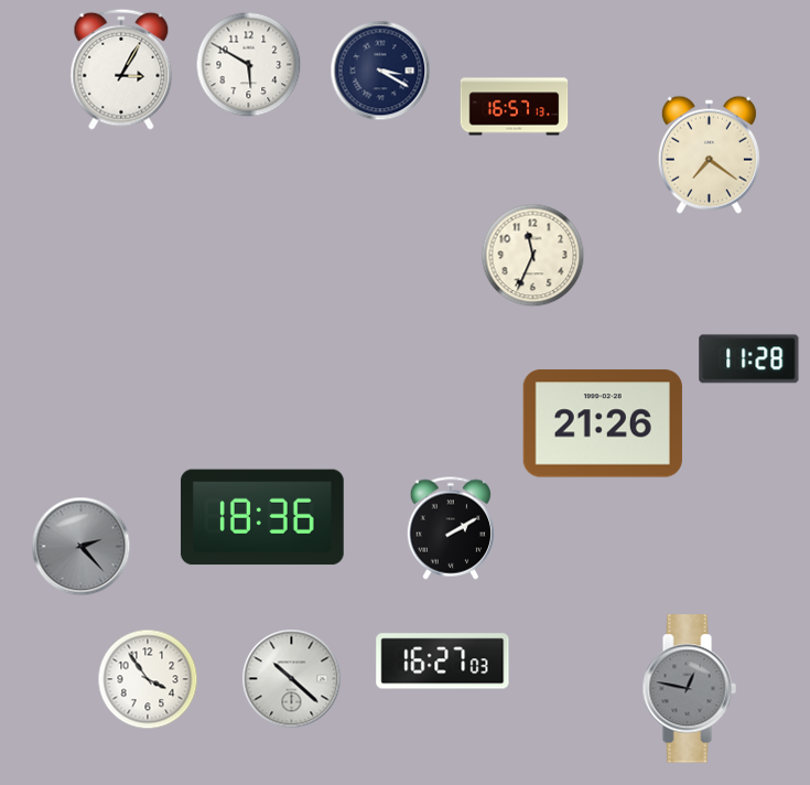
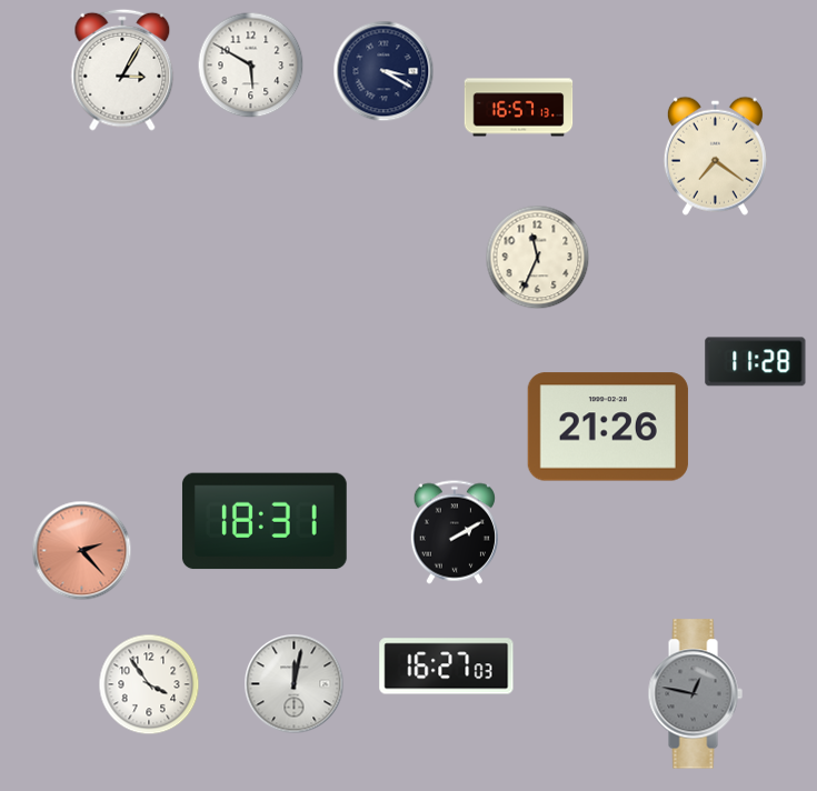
clock at (262, 517): 18:36 -> 18:31
clock at (82, 547) dial: grey -> salmon
clock at (292, 679): 10:22 -> 12:02
